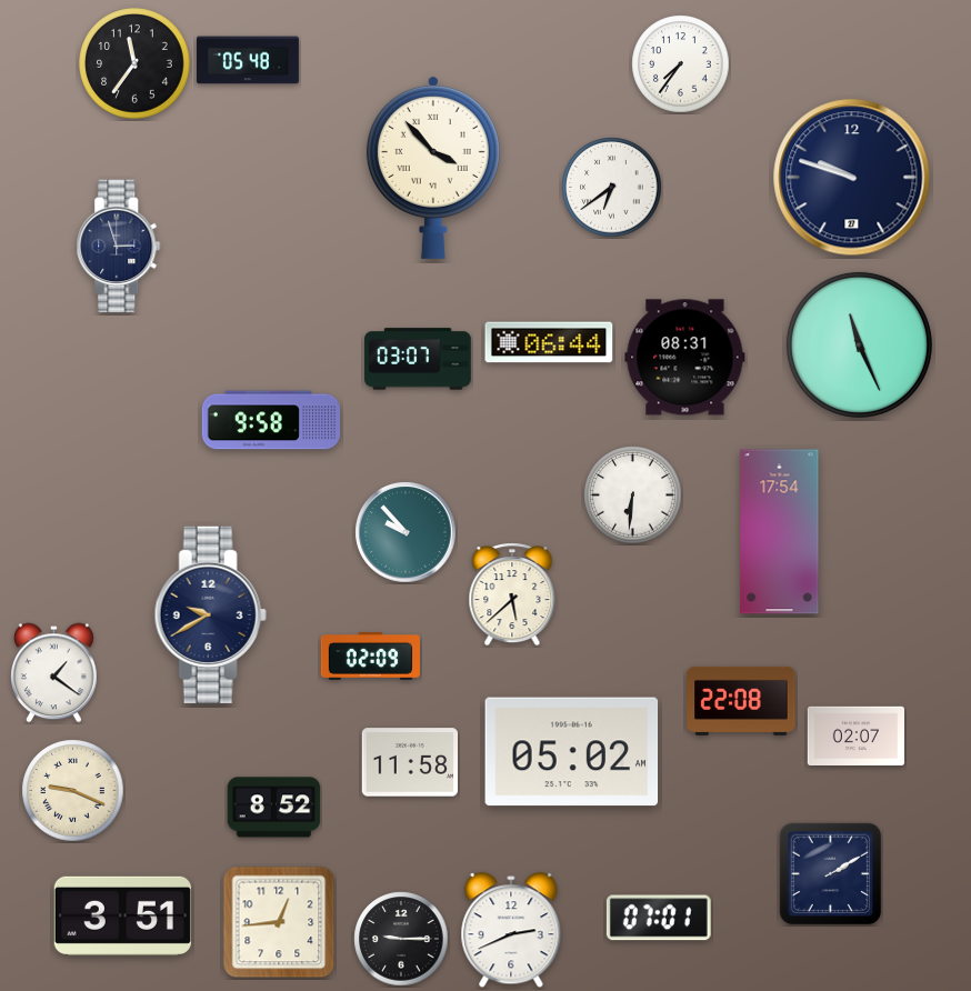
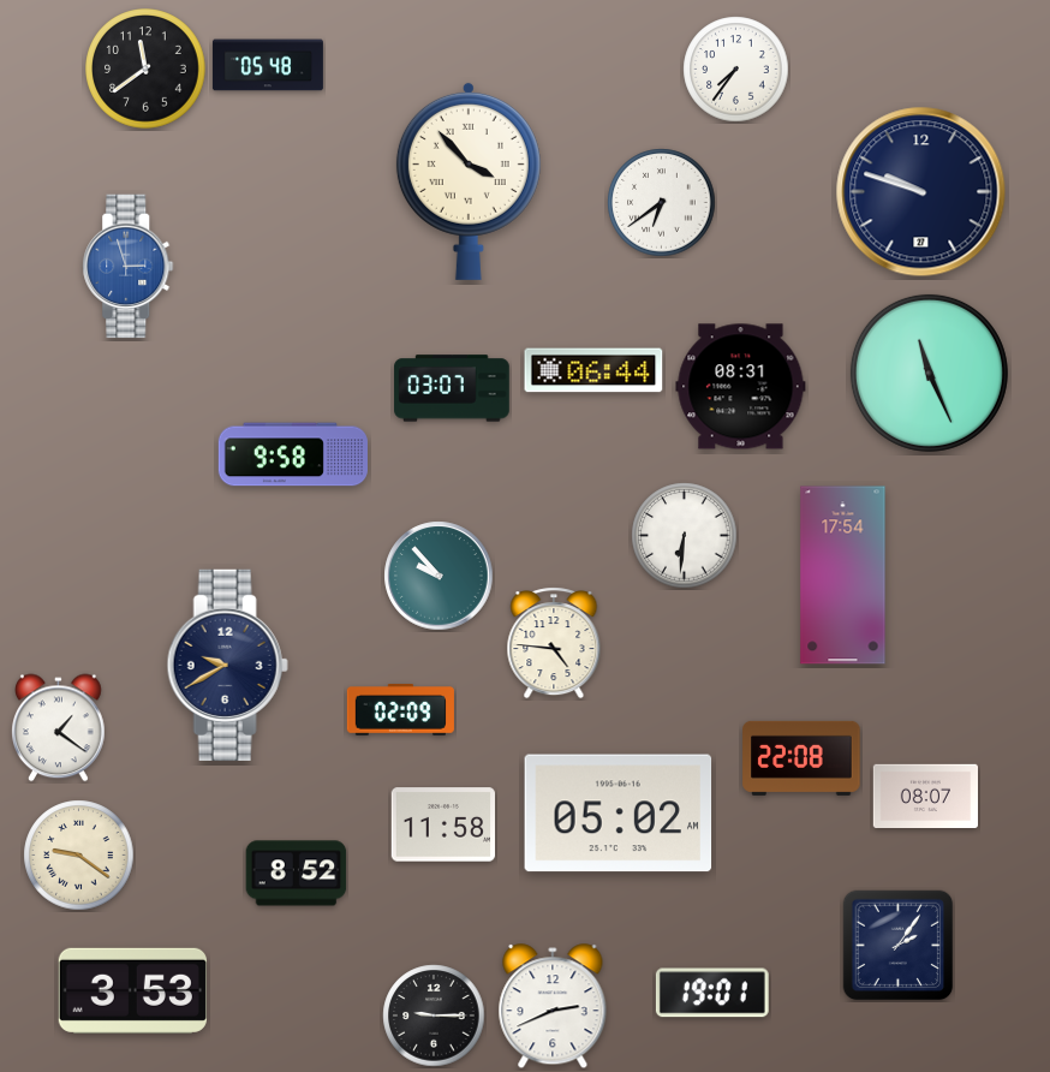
clock at (134, 63): 11:36 -> 11:39
clock at (119, 247) dial: navy -> blue
clock at (512, 594): 5:38 -> 4:46
clock at (855, 735): 02:07 -> 08:07
clock at (73, 791): 9:19 -> 9:21
clock at (831, 874): 2:10 -> 2:06
clock at (122, 915): 3:51 -> 3:53
clock at (659, 918): 07:01 -> 19:01
clock at (279, 922): 12:44 -> none
